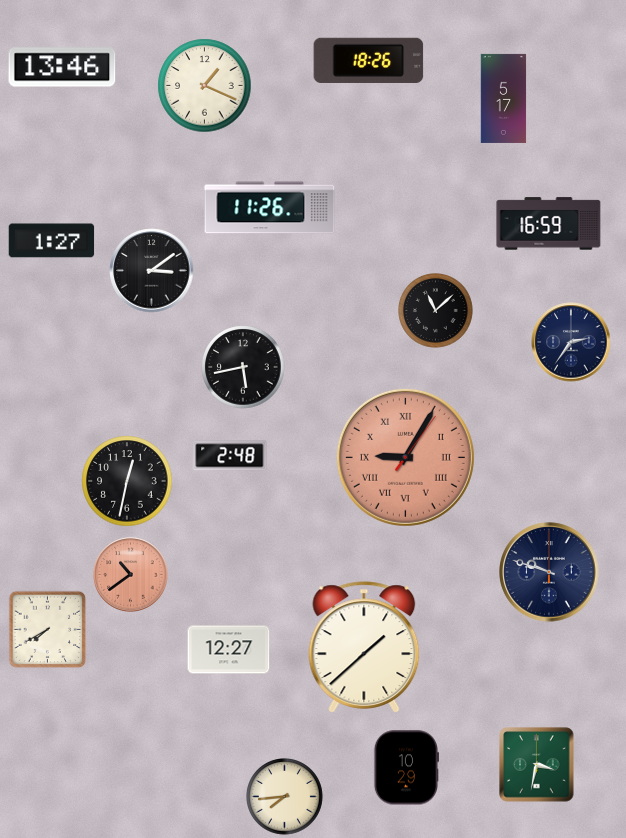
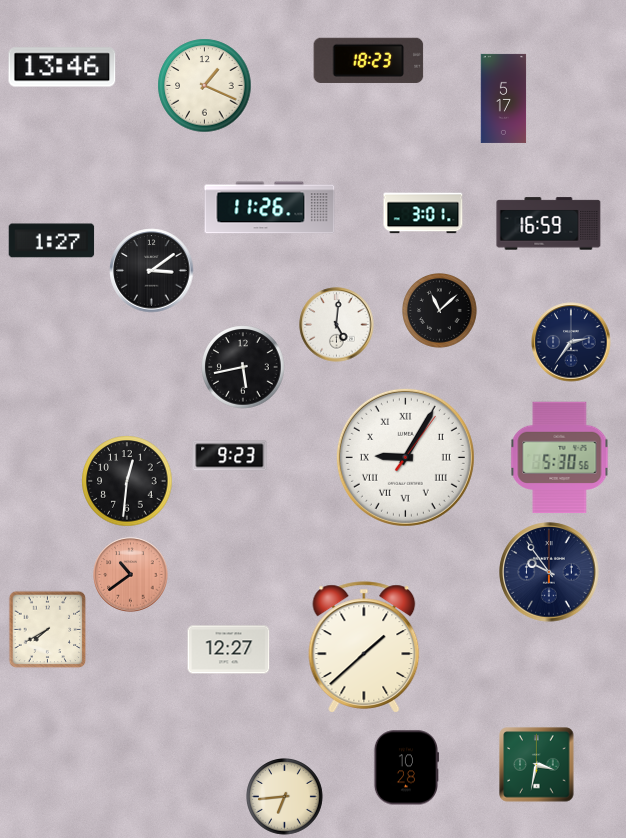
clock at (369, 60): 18:26 -> 18:23
clock at (423, 213): none -> 3:01
clock at (436, 311) position: (436, 311) -> (440, 311)
clock at (337, 325): none -> 5:01
clock at (230, 456): 2:48 -> 9:23
clock at (405, 457) dial: salmon -> white
clock at (560, 458): none -> 5:30
clock at (127, 481): 12:32 -> 12:31
clock at (549, 572): 9:48 -> 9:54
clock at (405, 768): 10:29 -> 10:28
clock at (285, 797): 7:44 -> 6:44
